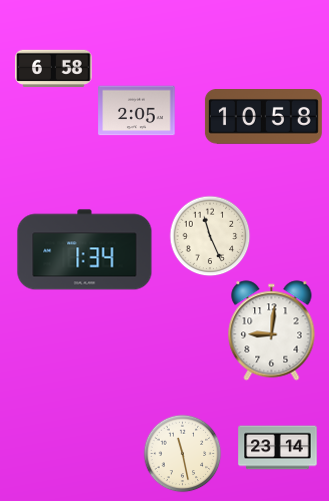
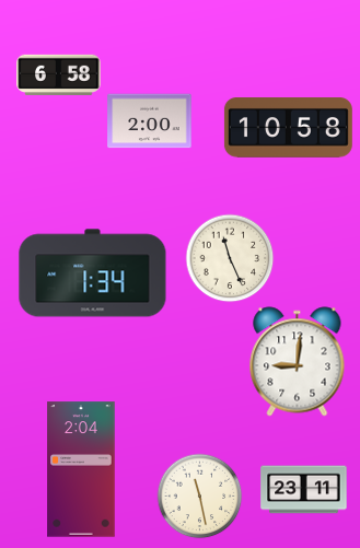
clock at (137, 111): 2:05 -> 2:00
clock at (81, 469): none -> 2:04
clock at (278, 448): 23:14 -> 23:11
